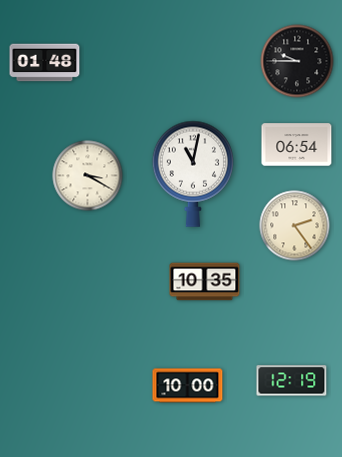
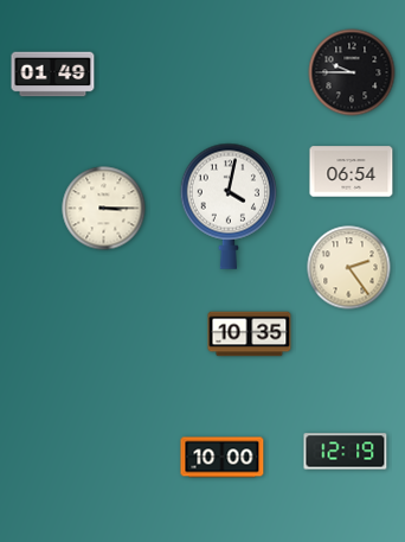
clock at (45, 63): 01:48 -> 01:49
clock at (192, 174): 11:02 -> 4:02
clock at (88, 176): 3:20 -> 3:15
clock at (205, 282) position: (205, 282) -> (250, 334)
